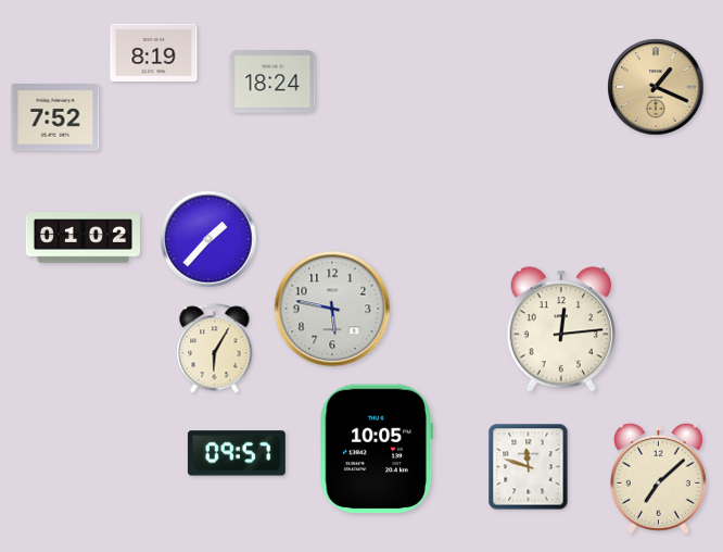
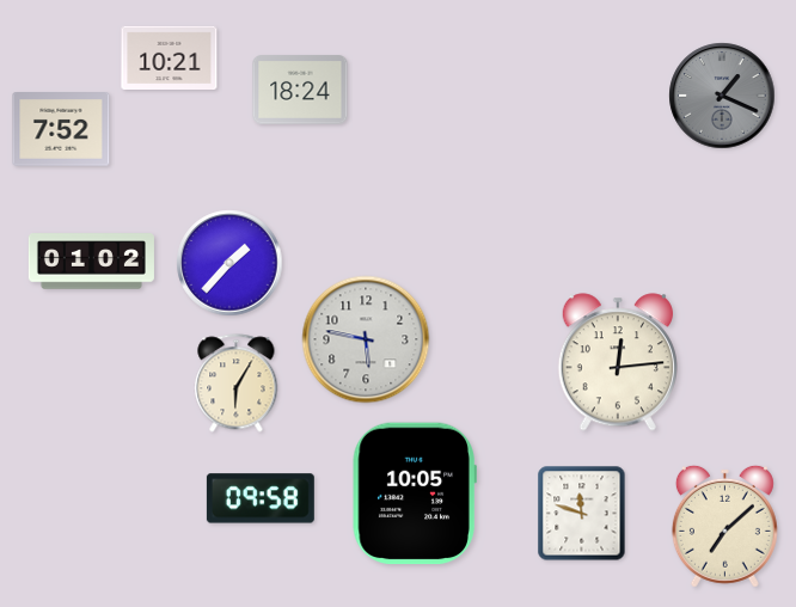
clock at (154, 52): 8:19 -> 10:21
clock at (656, 87) dial: champagne -> grey
clock at (237, 453): 09:57 -> 09:58
